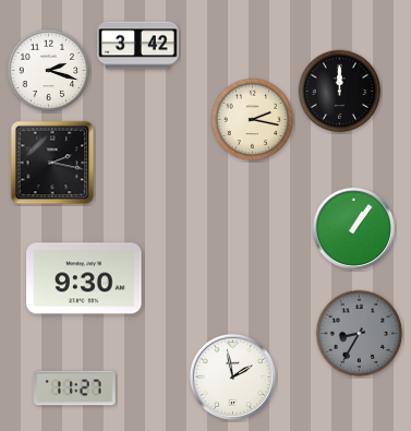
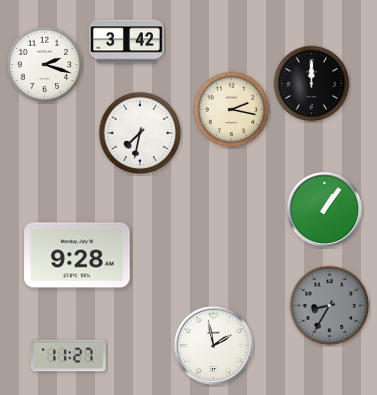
clock at (140, 133): none -> 7:32
clock at (52, 163): 2:17 -> none
clock at (84, 278): 9:30 -> 9:28
